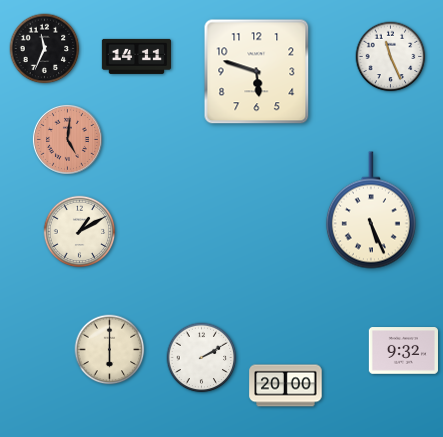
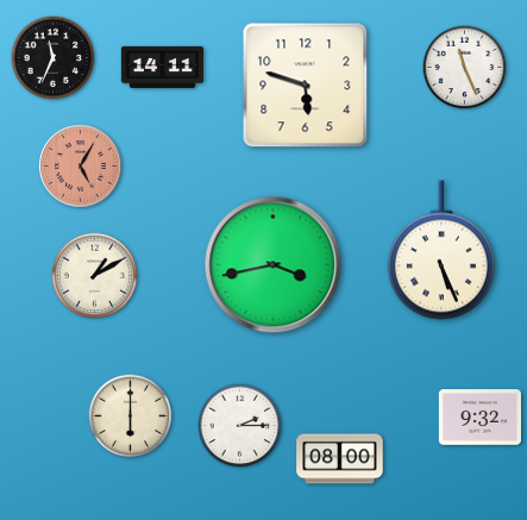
clock at (67, 139): 5:01 -> 5:05
clock at (274, 265): none -> 3:43
clock at (202, 358): 2:10 -> 2:15
clock at (286, 386): 20:00 -> 08:00
